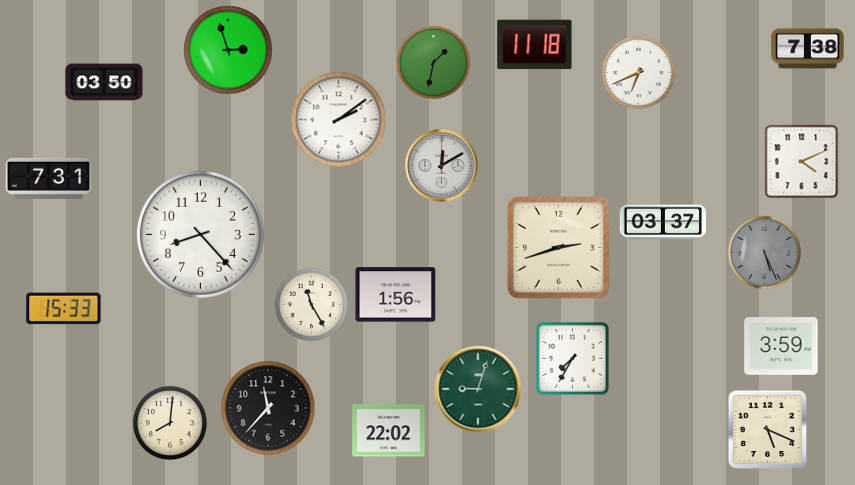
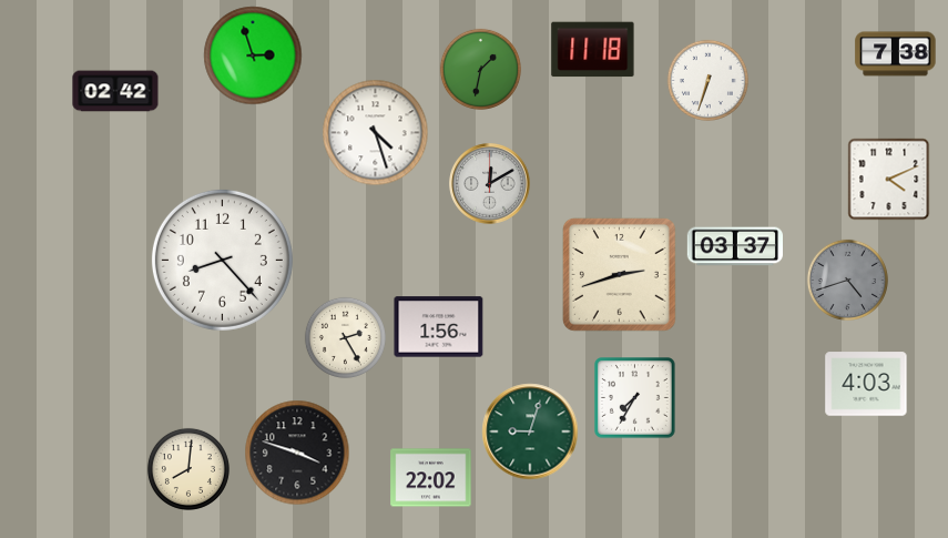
clock at (638, 72): 6:41 -> 6:33
clock at (104, 82): 03:50 -> 02:42
clock at (339, 120): 2:09 -> 4:27
clock at (49, 178): 7:31 -> none
clock at (764, 252): 5:26 -> 4:42
clock at (311, 304): 11:25 -> 2:25
clock at (64, 309): 15:33 -> none
clock at (781, 346): 3:59 -> 4:03
clock at (268, 408): 11:37 -> 3:48
clock at (768, 430): 5:19 -> none
